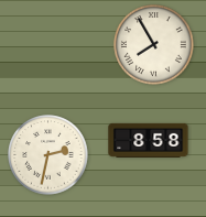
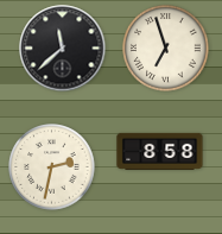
clock at (63, 49): none -> 11:38
clock at (154, 45): 7:55 -> 6:57
